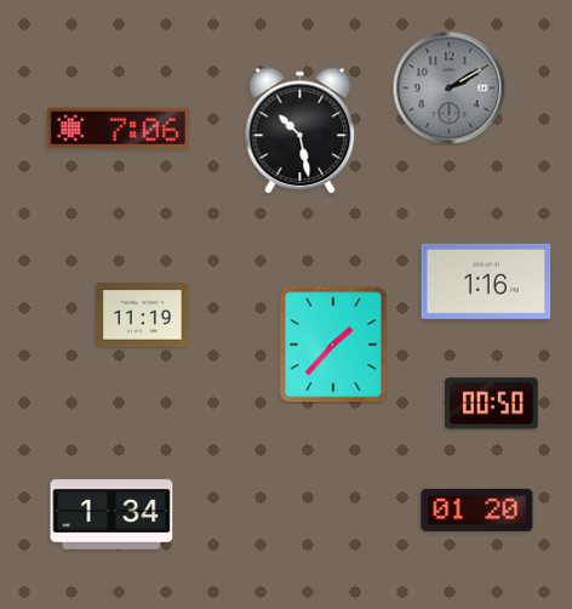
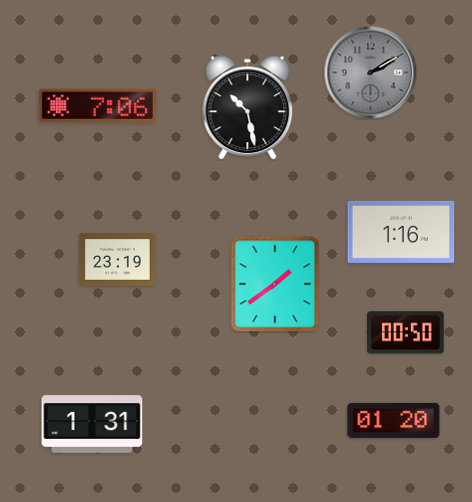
clock at (143, 315): 11:19 -> 23:19
clock at (333, 345): 1:37 -> 1:39
clock at (111, 514): 1:34 -> 1:31
